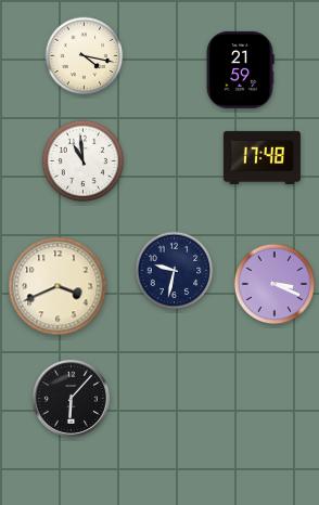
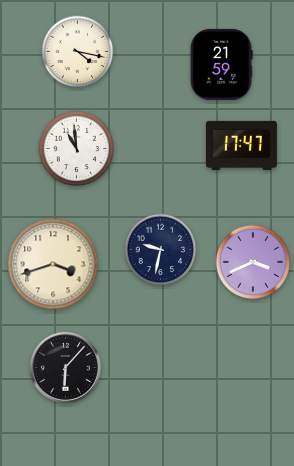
clock at (261, 157): 17:48 -> 17:47
clock at (275, 284): 3:19 -> 3:41
clock at (58, 286): 3:41 -> 3:42
